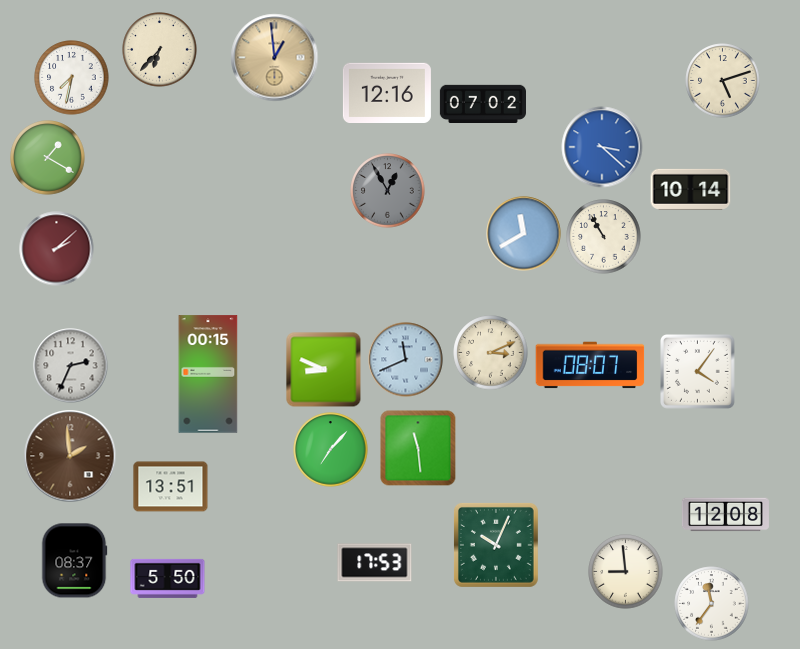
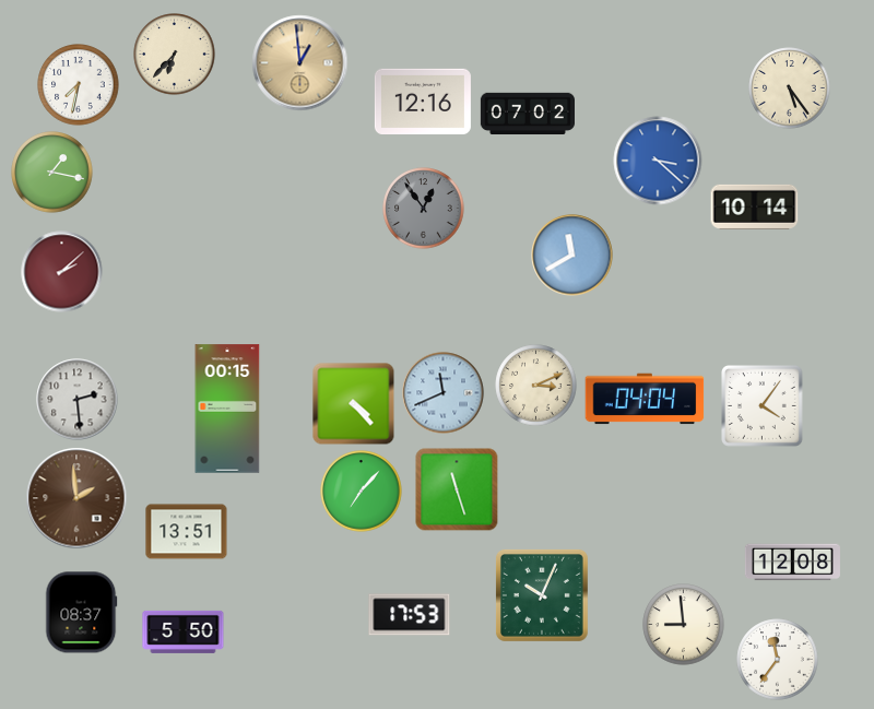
clock at (723, 81): 5:12 -> 5:24
clock at (48, 158): 1:20 -> 1:17
clock at (388, 191): 12:55 -> 12:54
clock at (604, 237): 10:55 -> none
clock at (590, 365): 08:07 -> 04:04
clock at (71, 366): 2:34 -> 2:29
clock at (324, 370): 8:49 -> 4:23
clock at (418, 448): 11:29 -> 11:27
